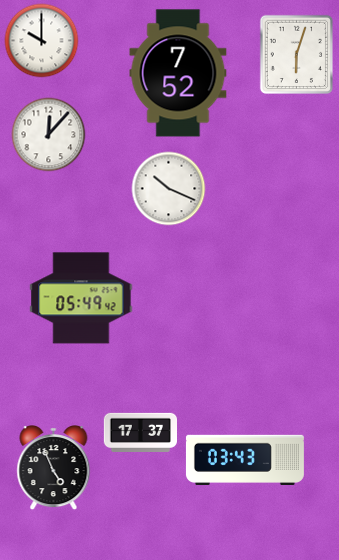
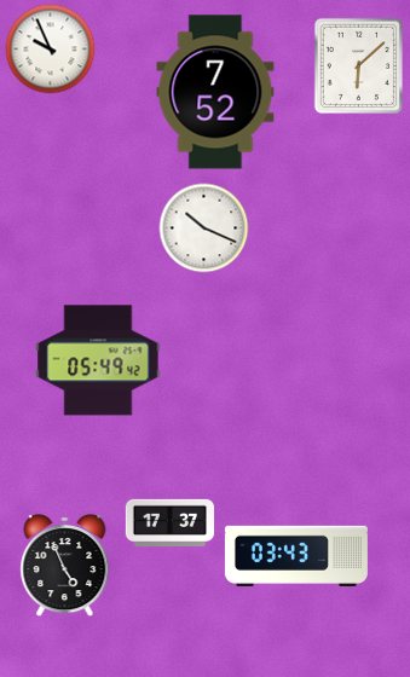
clock at (42, 41): 10:00 -> 9:56
clock at (296, 54): 6:03 -> 6:08
clock at (178, 73) position: (178, 73) -> (215, 92)
clock at (49, 135): 12:07 -> none
